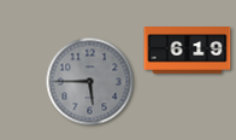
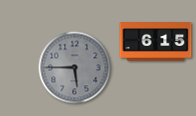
clock at (188, 51): 6:19 -> 6:15
